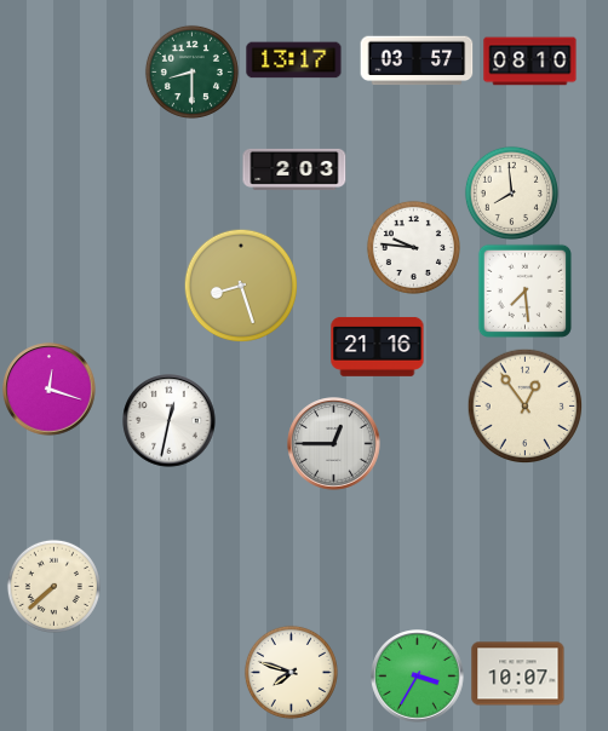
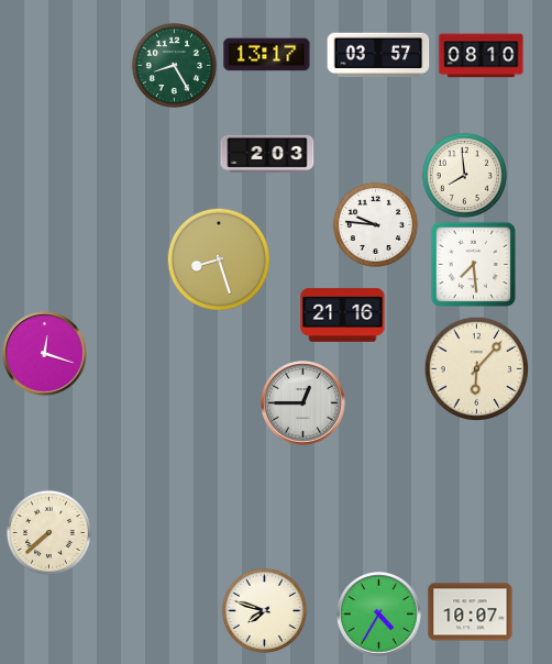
clock at (191, 71): 8:30 -> 8:25
clock at (524, 290) position: (524, 290) -> (473, 264)
clock at (524, 405): 12:54 -> 6:07
clock at (170, 421): 12:32 -> none
clock at (418, 677): 3:35 -> 4:35
